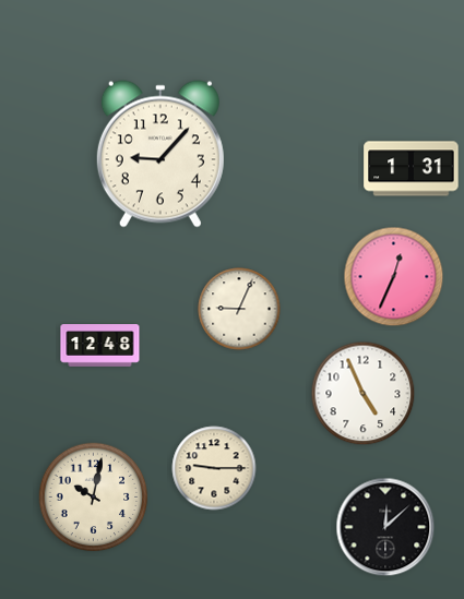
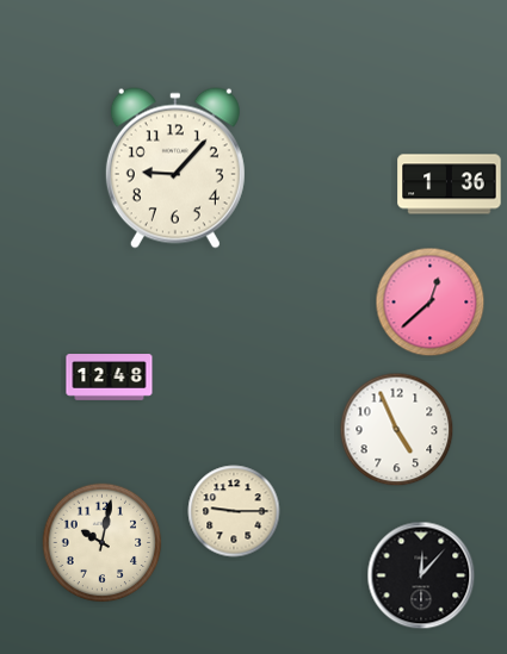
clock at (412, 169): 1:31 -> 1:36
clock at (394, 277): 12:34 -> 12:38
clock at (239, 309): 9:04 -> none
clock at (385, 527): 12:08 -> 12:07
